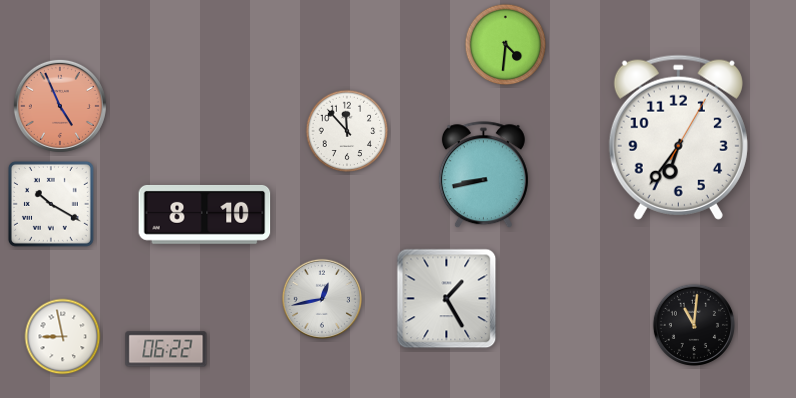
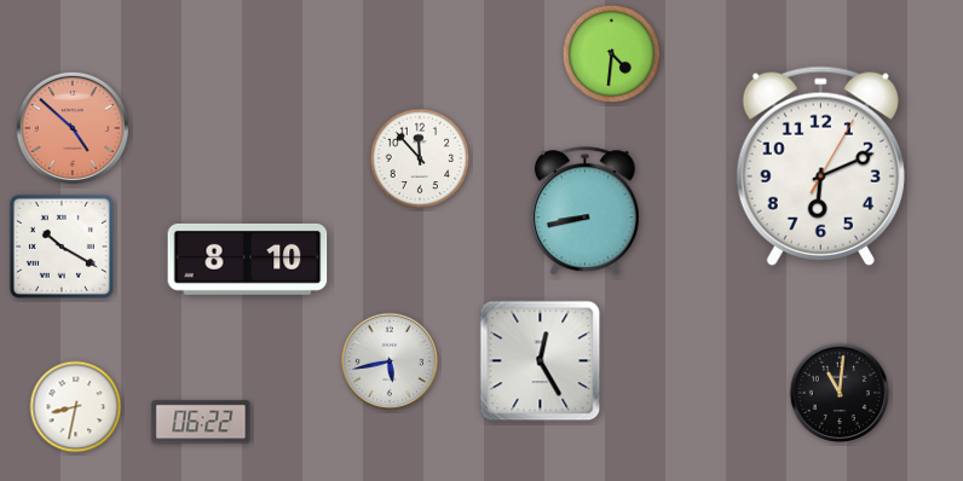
clock at (60, 106): 4:56 -> 4:52
clock at (678, 137): 6:36 -> 6:11
clock at (321, 298): 12:43 -> 5:43
clock at (447, 299): 1:25 -> 12:25
clock at (63, 337): 8:58 -> 8:32
